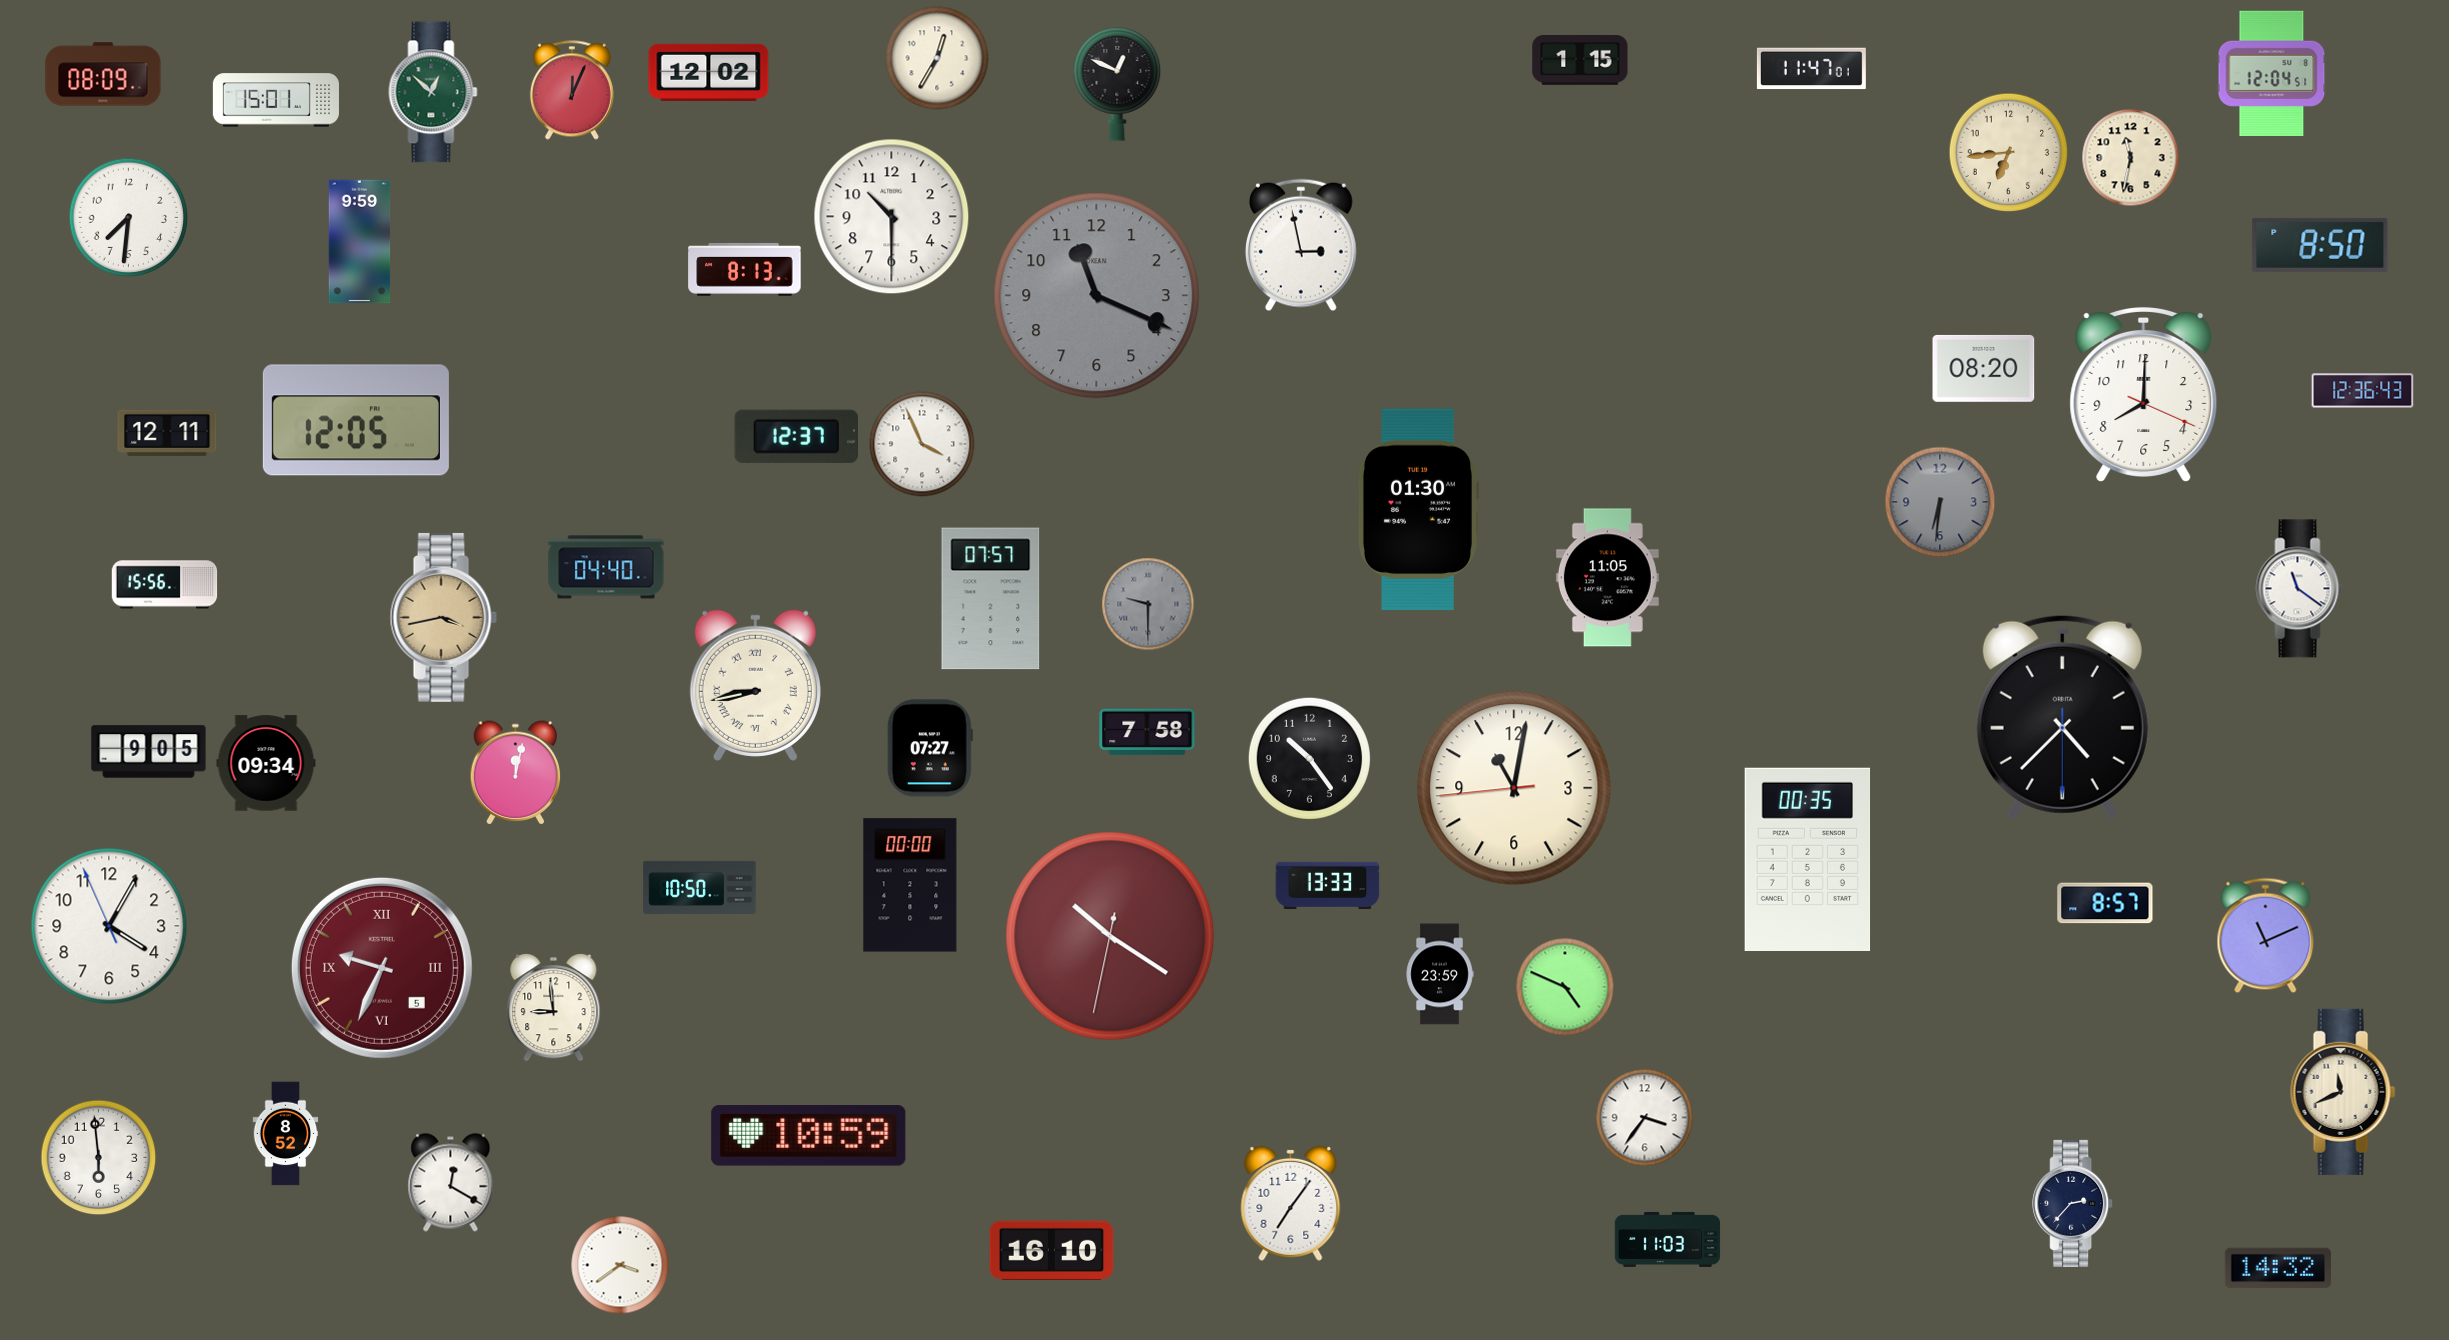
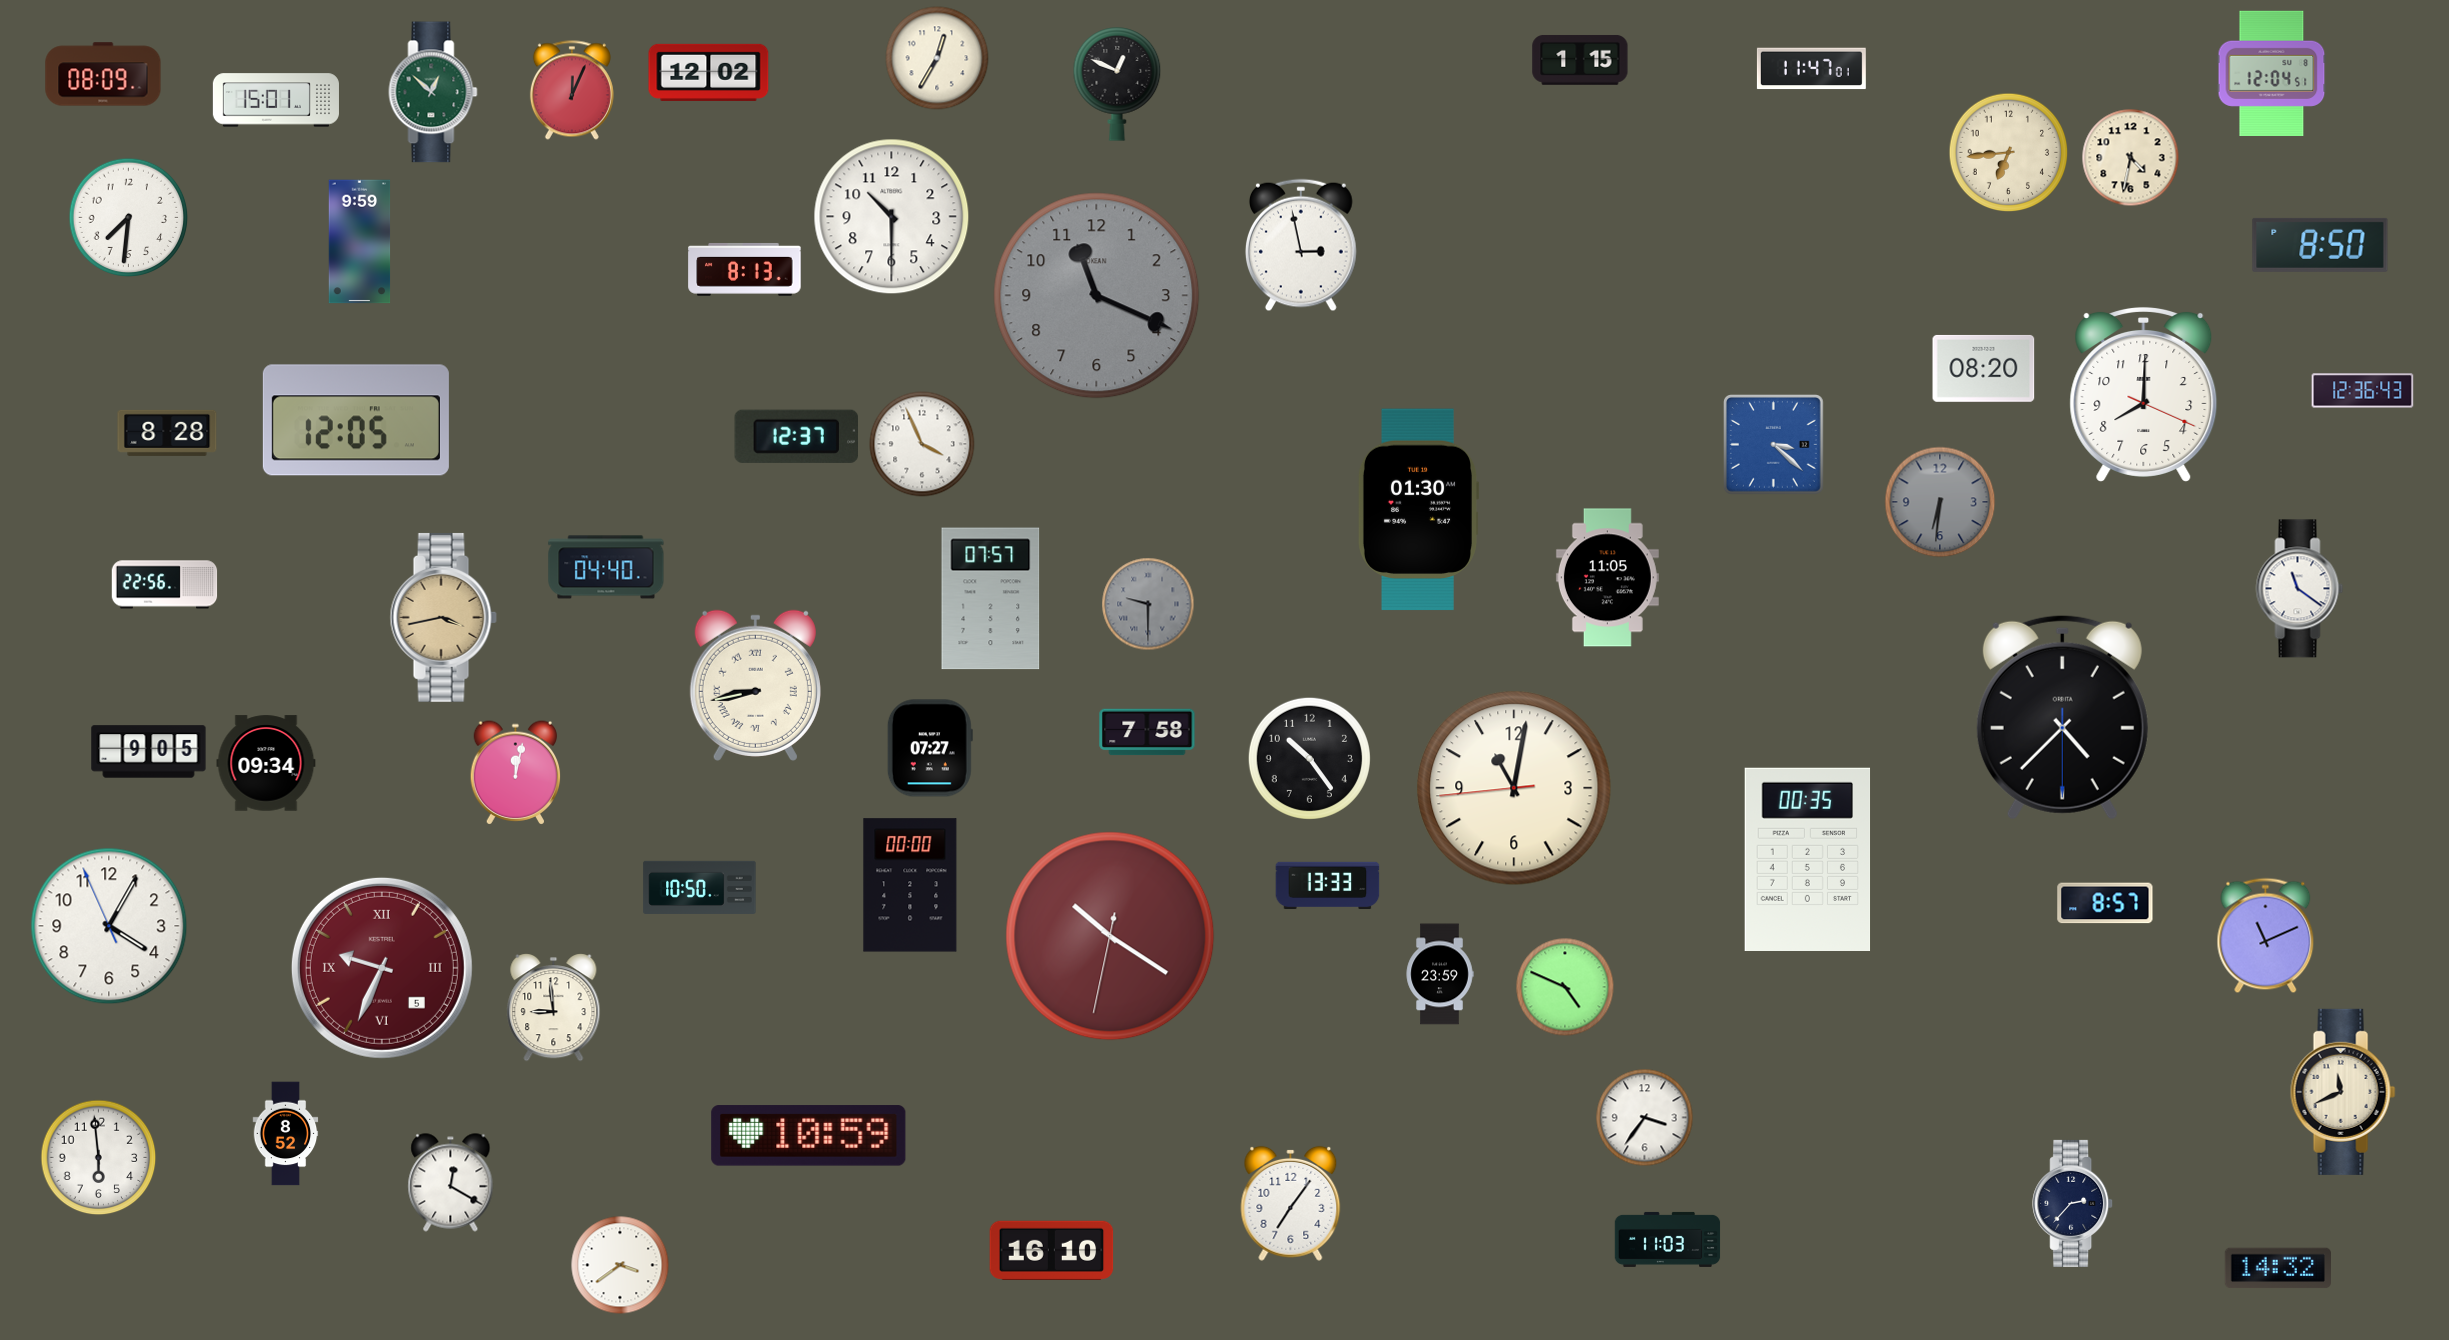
clock at (2131, 158): 11:32 -> 4:32
clock at (167, 433): 12:11 -> 8:28
clock at (1774, 445): none -> 3:22
clock at (165, 585): 15:56 -> 22:56
